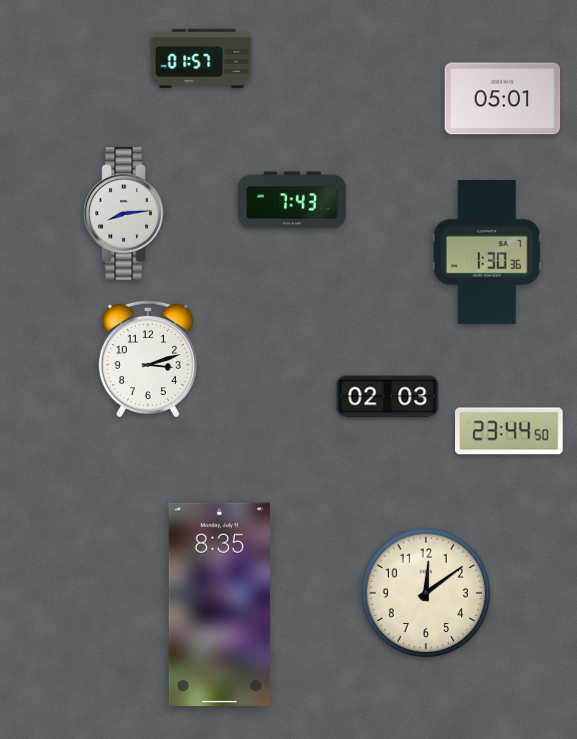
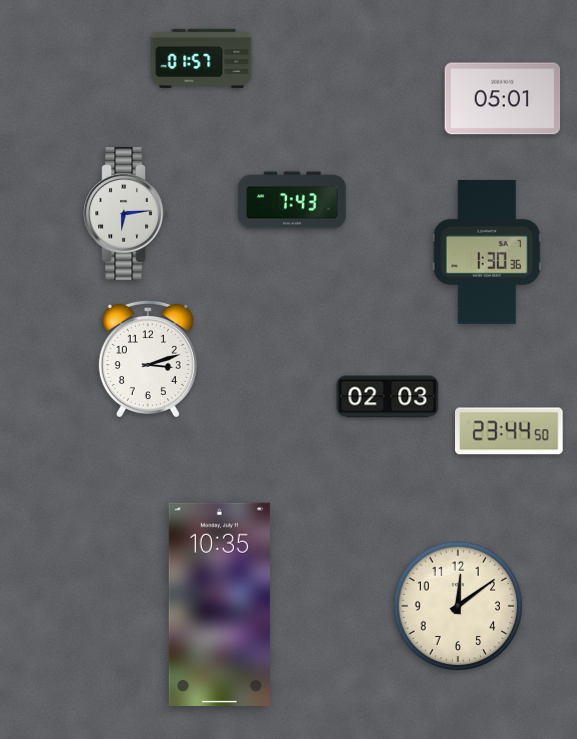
clock at (126, 214): 8:14 -> 6:14
clock at (426, 593) position: (426, 593) -> (458, 606)
clock at (219, 604): 8:35 -> 10:35
